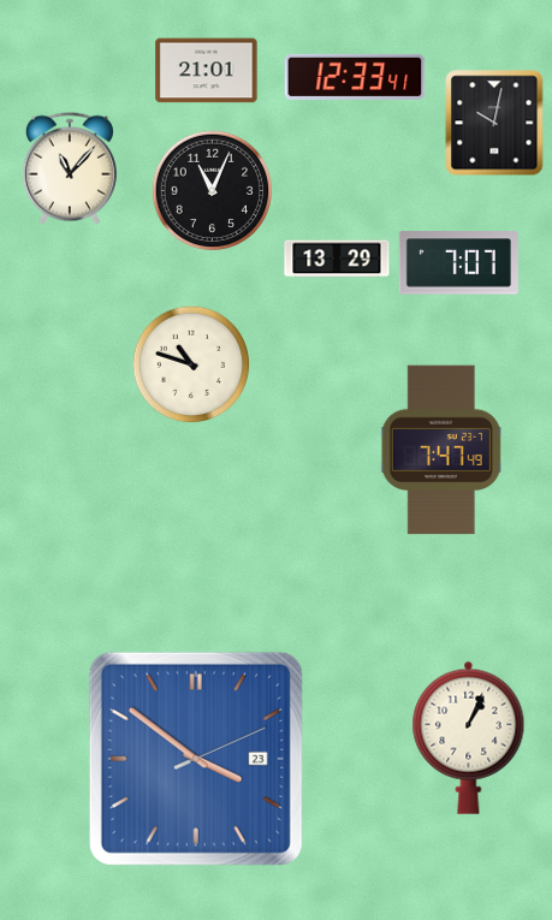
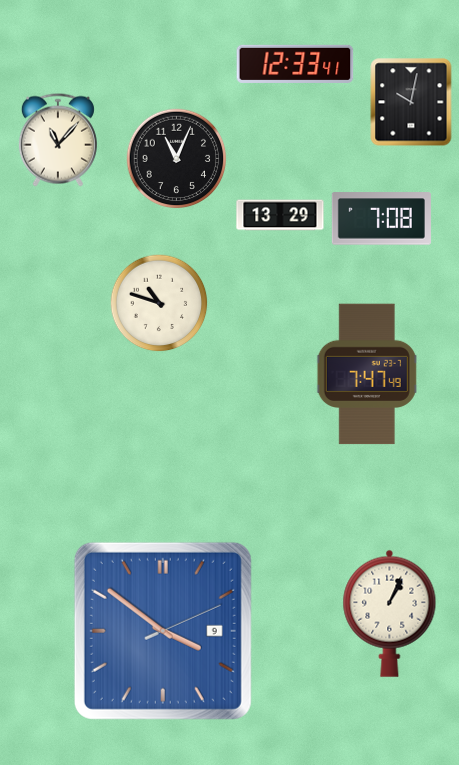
clock at (207, 71): 21:01 -> none
clock at (458, 263): 7:07 -> 7:08
clock at (196, 759) date: 23 -> 9
